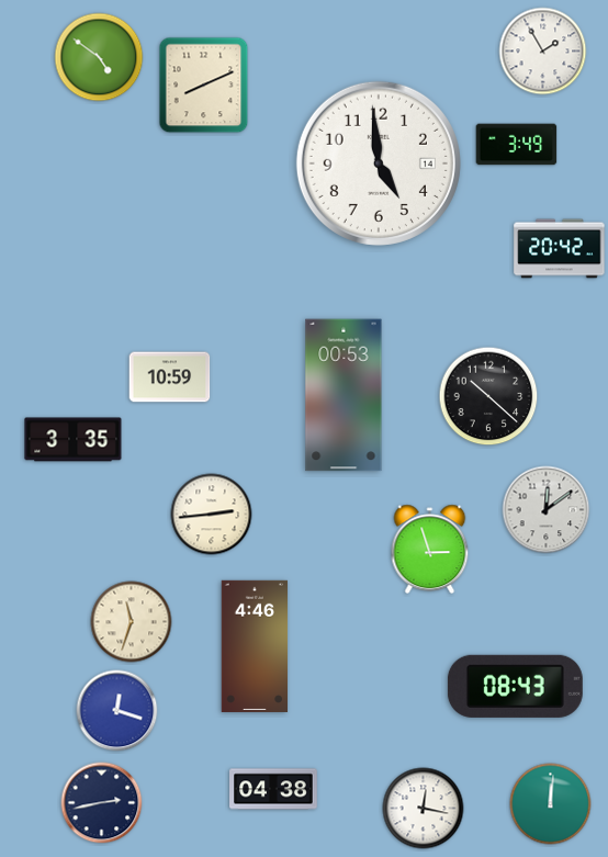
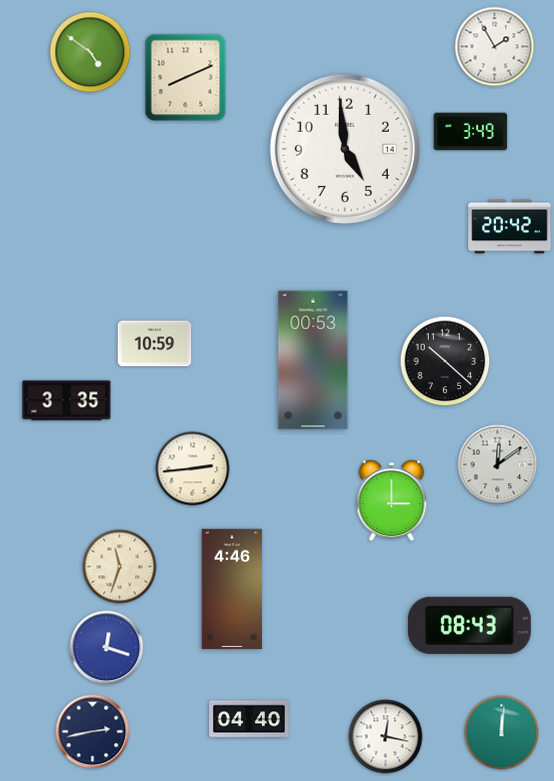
clock at (430, 550): 2:57 -> 3:00
clock at (273, 789): 04:38 -> 04:40
